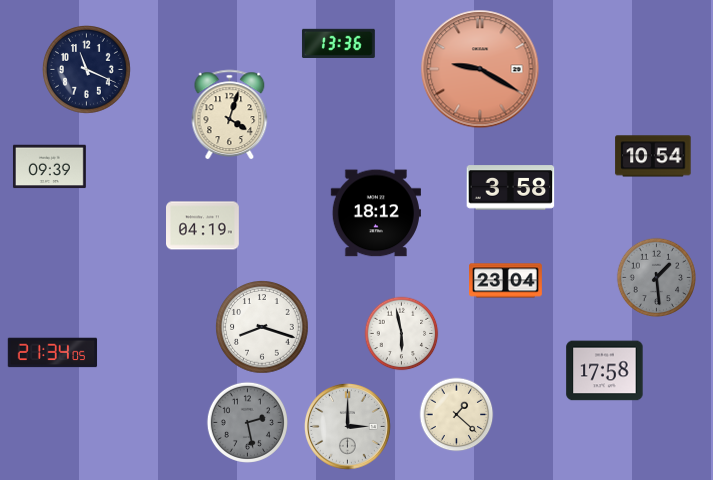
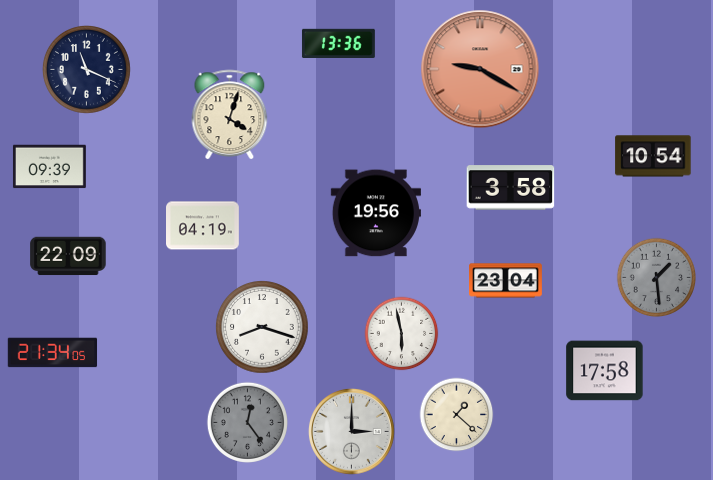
clock at (376, 213): 18:12 -> 19:56
clock at (68, 256): none -> 22:09
clock at (247, 422): 2:28 -> 12:24
clock at (347, 426) position: (347, 426) -> (351, 431)
